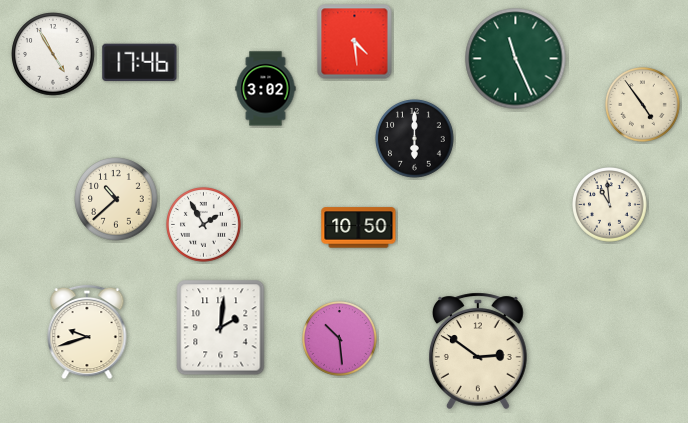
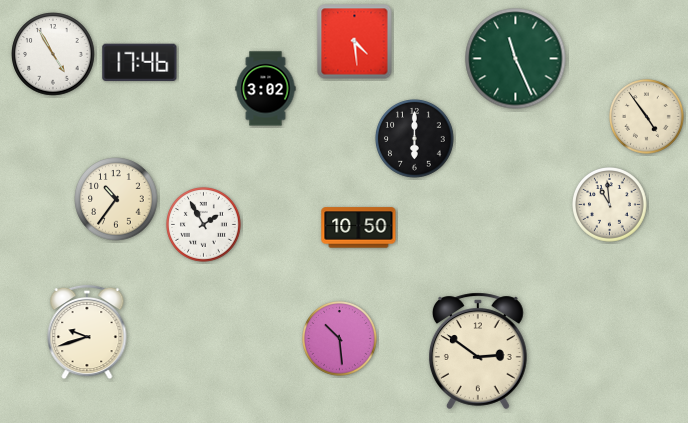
clock at (643, 105) position: (643, 105) -> (647, 117)
clock at (116, 199): 10:38 -> 10:36
clock at (221, 328): 2:01 -> none
